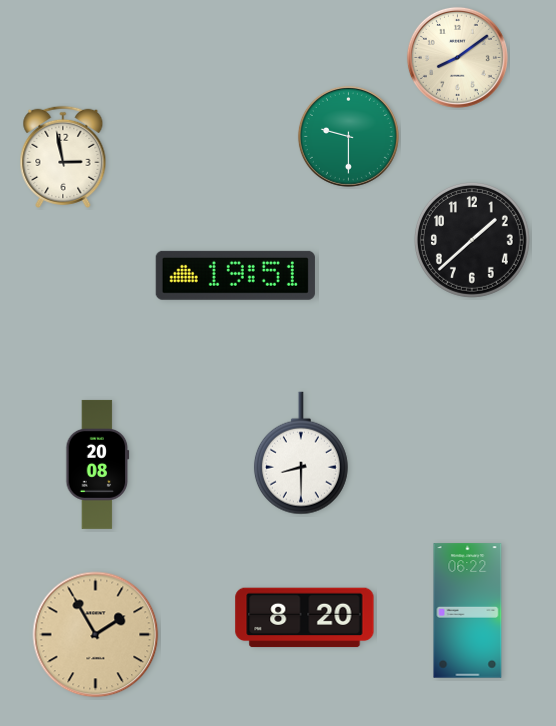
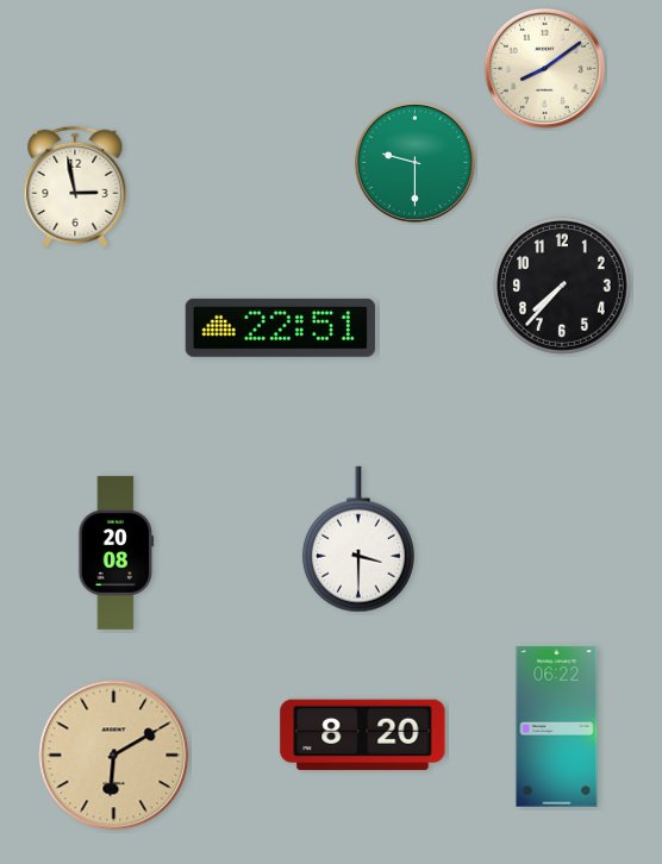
clock at (472, 240): 1:38 -> 7:37
clock at (235, 275): 19:51 -> 22:51
clock at (301, 453): 8:30 -> 3:30
clock at (96, 635): 1:55 -> 6:10
